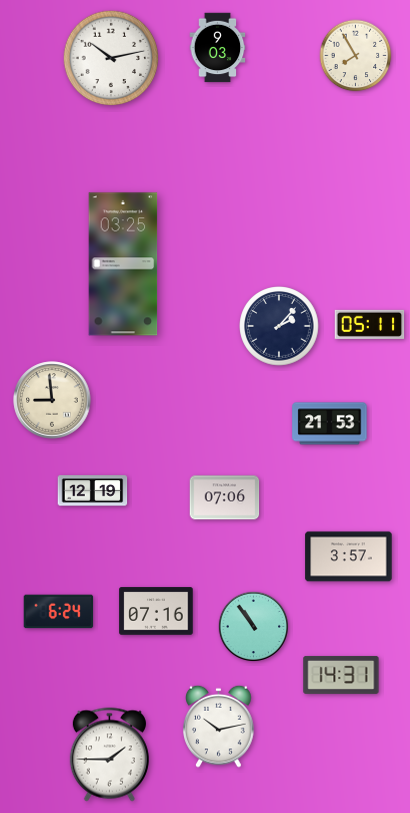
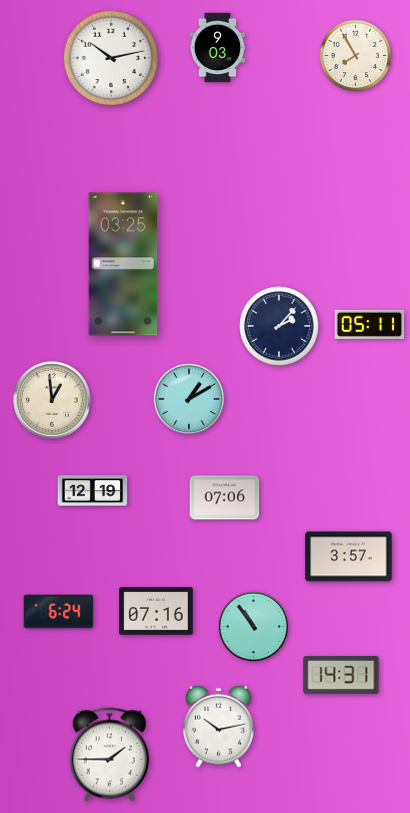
clock at (188, 398): none -> 1:10
clock at (52, 400): 8:59 -> 12:59
clock at (330, 424): 21:53 -> none
